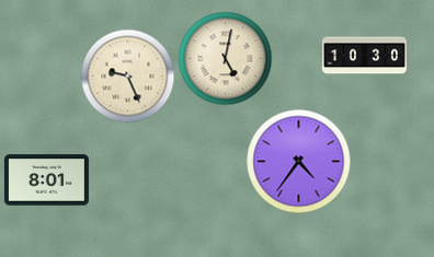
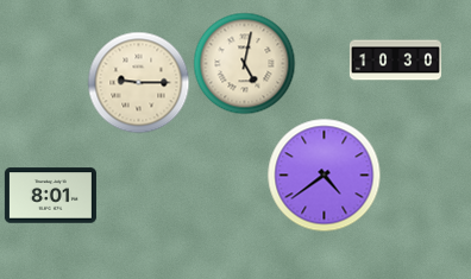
clock at (127, 75): 9:26 -> 9:15
clock at (298, 161): 4:36 -> 4:39
